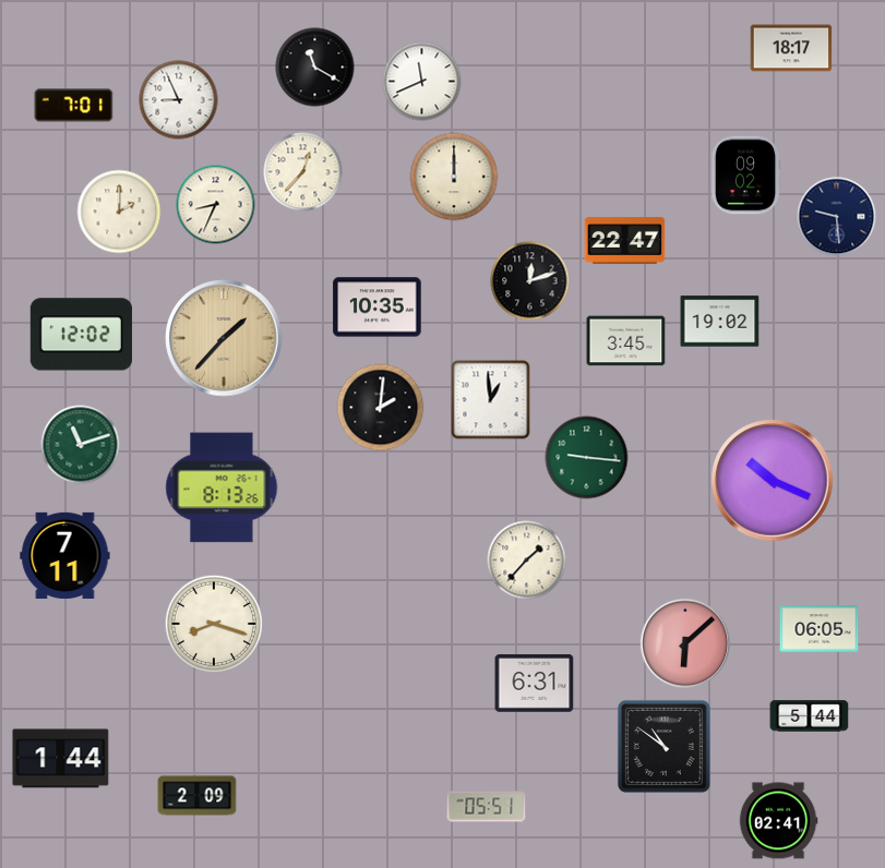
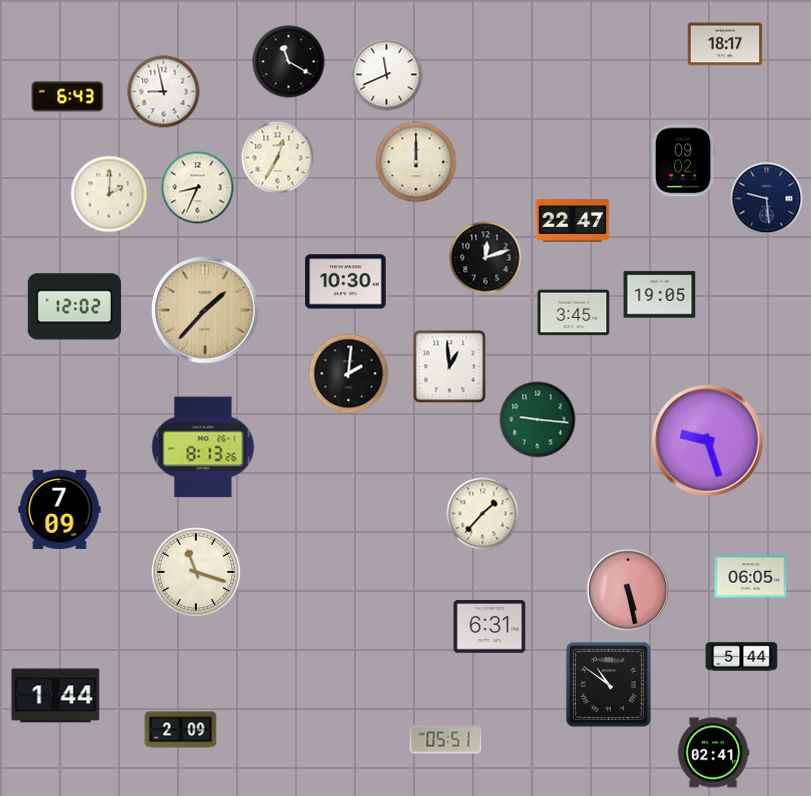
clock at (179, 100): 8:56 -> 8:58
clock at (74, 106): 7:01 -> 6:43
clock at (303, 172): 12:37 -> 12:35
clock at (378, 308): 10:35 -> 10:30
clock at (720, 322): 19:02 -> 19:05
clock at (81, 445): 11:12 -> none
clock at (773, 481): 10:19 -> 9:27
clock at (65, 555): 7:11 -> 7:09
clock at (213, 623): 8:18 -> 11:18
clock at (685, 643): 6:08 -> 5:28
